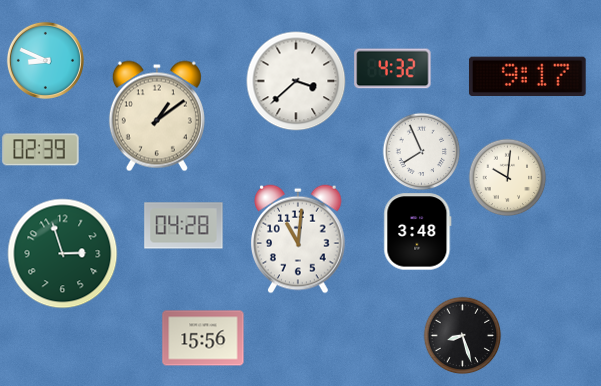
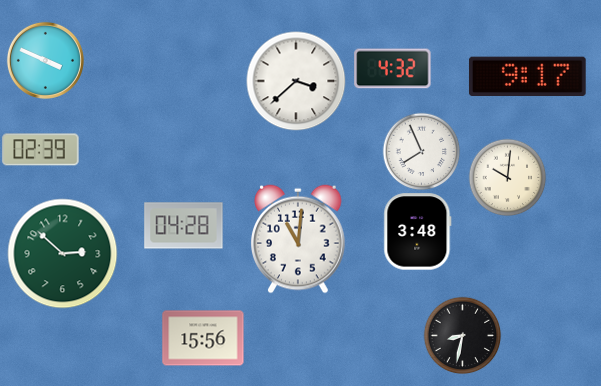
clock at (45, 60): 8:49 -> 3:49
clock at (157, 116): 1:09 -> none
clock at (63, 254): 2:57 -> 2:52
clock at (462, 335): 8:27 -> 8:32
